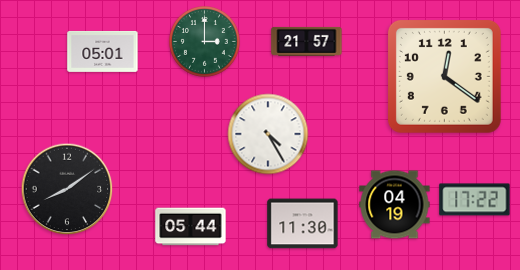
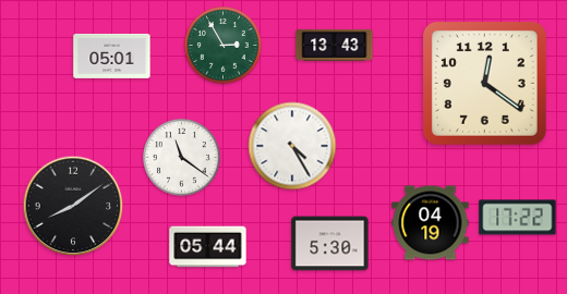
clock at (307, 41): 21:57 -> 13:43
clock at (205, 42): 3:00 -> 2:55
clock at (182, 158): none -> 11:21
clock at (303, 224): 11:30 -> 5:30
